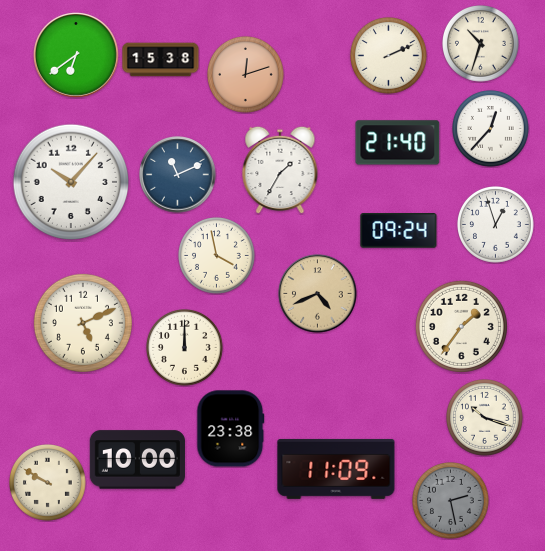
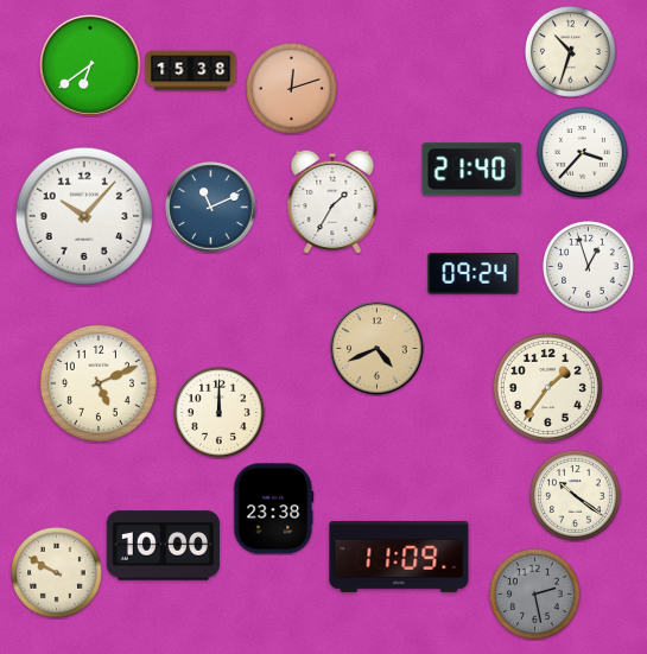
clock at (389, 56): 2:11 -> none
clock at (491, 129): 12:37 -> 3:37
clock at (217, 256): 3:58 -> none
clock at (485, 418): 10:18 -> 10:21
